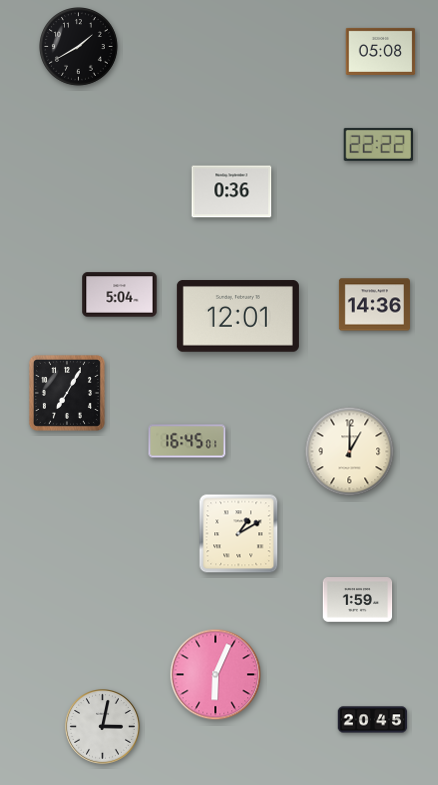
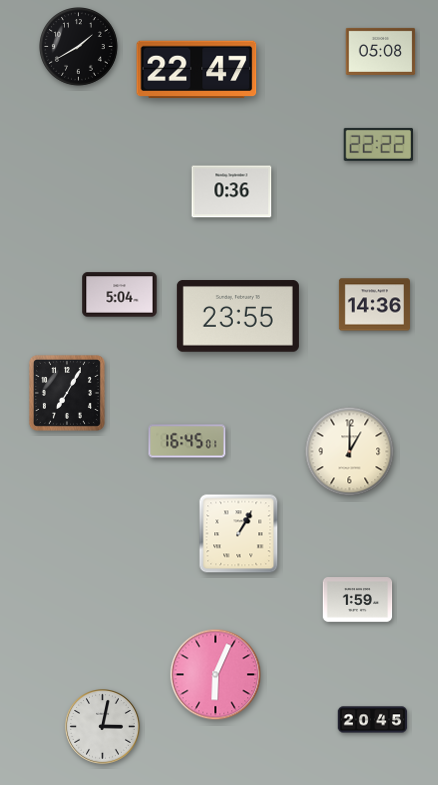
clock at (197, 70): none -> 22:47
clock at (238, 316): 12:01 -> 23:55
clock at (239, 534): 1:10 -> 1:05
